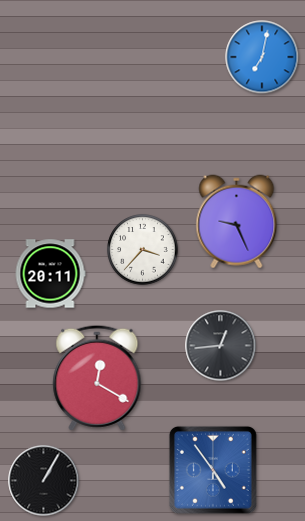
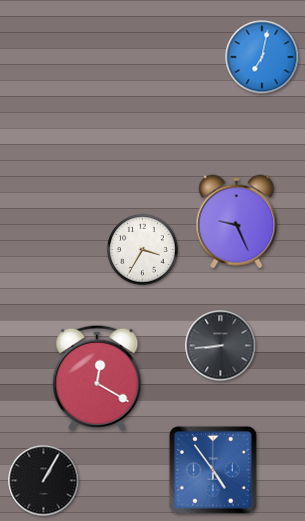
clock at (143, 250): 3:37 -> 3:35
clock at (50, 274): 20:11 -> none
clock at (221, 346): 12:44 -> 8:44
